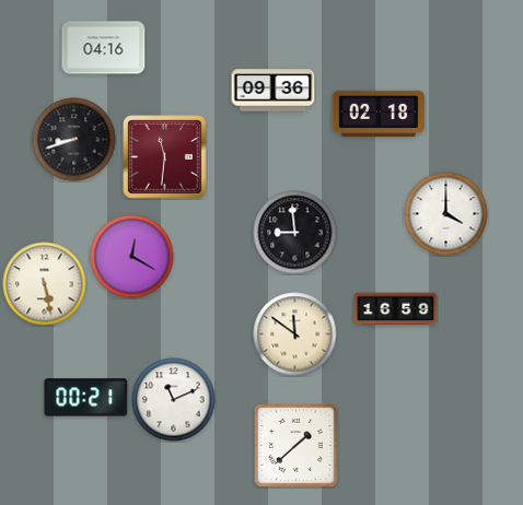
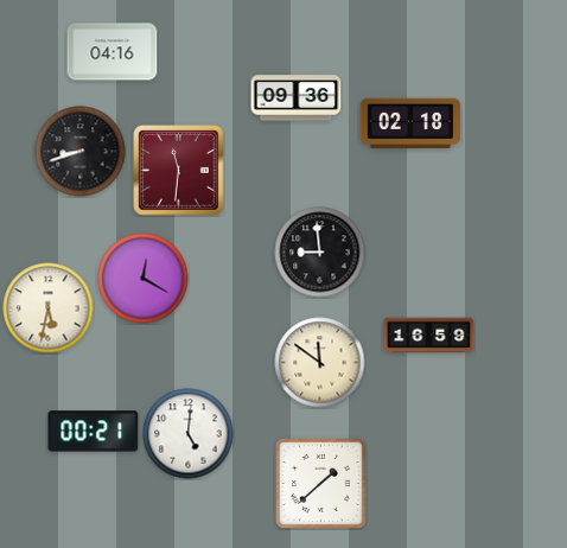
clock at (446, 214): 4:00 -> none
clock at (45, 284): 5:28 -> 5:32
clock at (174, 400): 11:11 -> 5:01
